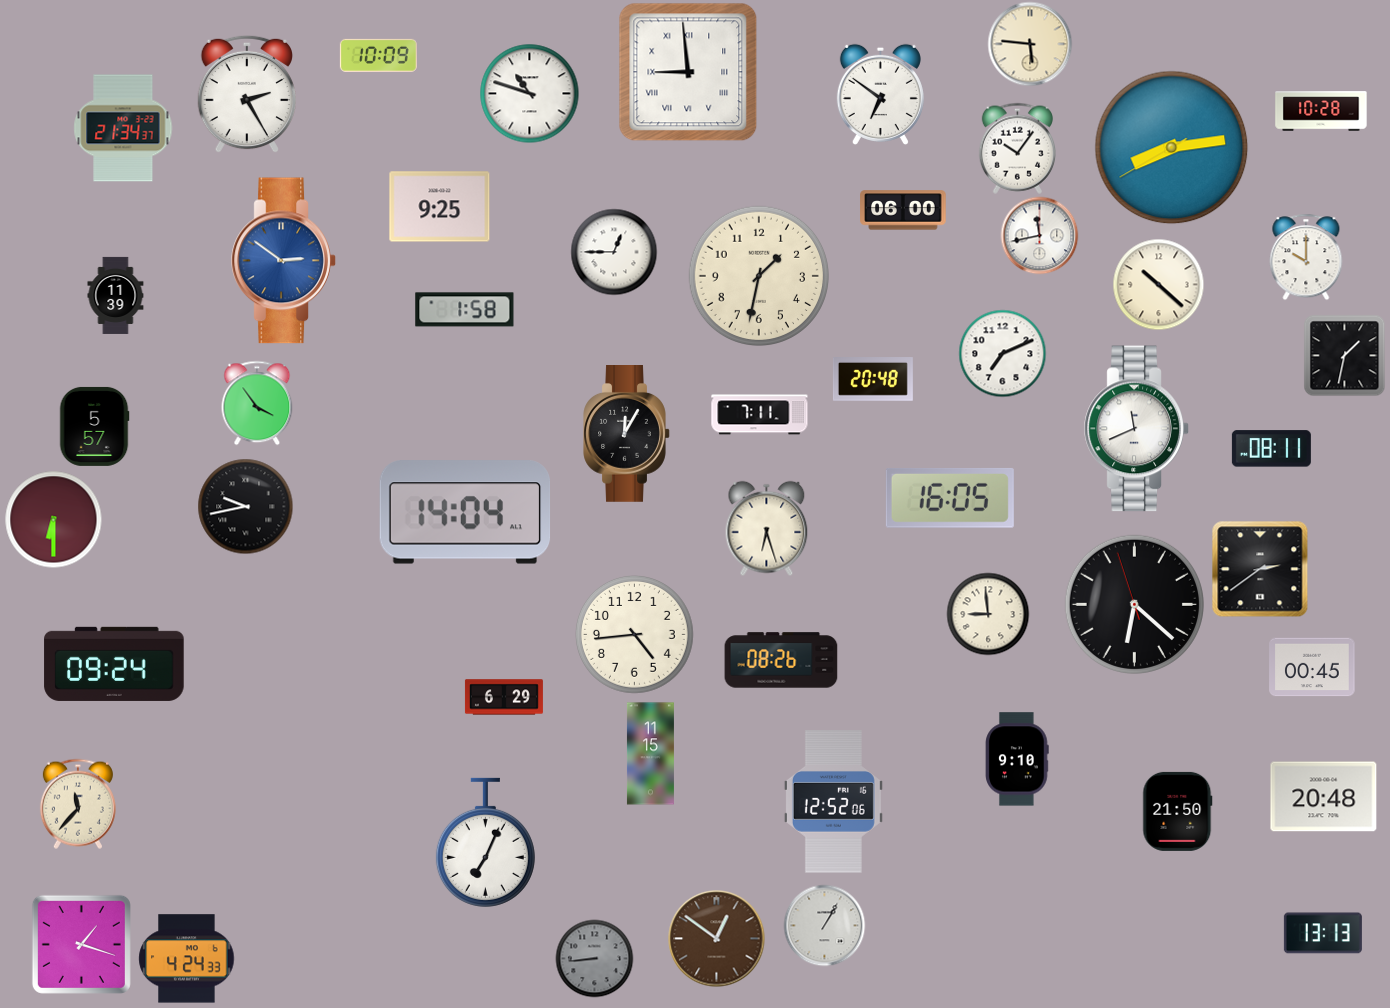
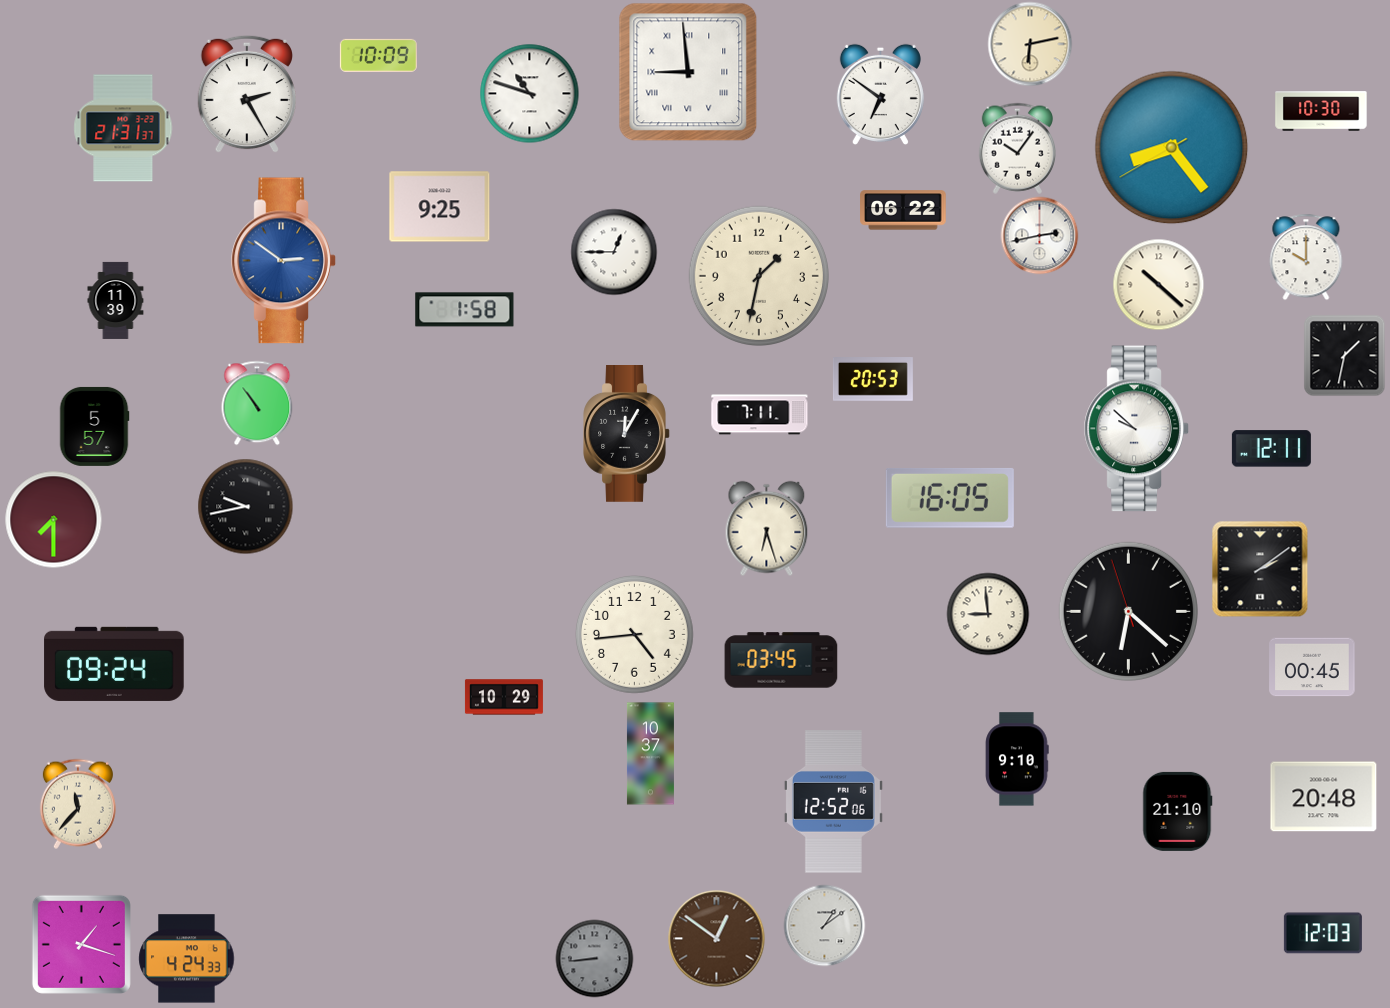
clock at (1030, 44): 5:46 -> 6:13
clock at (1321, 111): 10:28 -> 10:30
clock at (123, 128): 21:34 -> 21:31
clock at (1172, 148): 8:13 -> 8:23
clock at (903, 210): 06:00 -> 06:22
clock at (1039, 235): 11:43 -> 2:43
clock at (116, 295) position: (116, 295) -> (116, 300)
clock at (1002, 353): 7:11 -> none
clock at (873, 380): 20:48 -> 20:53
clock at (257, 403): 3:54 -> 10:54
clock at (1137, 429): 11:41 -> 9:52
clock at (1271, 449): 08:11 -> 12:11
clock at (465, 512): 14:04 -> none
clock at (53, 519): 6:30 -> 7:30
clock at (1260, 569): 2:39 -> 2:09
clock at (1134, 604) position: (1134, 604) -> (1128, 611)
clock at (781, 660): 08:26 -> 03:45
clock at (504, 697): 6:29 -> 10:29
clock at (650, 754): 11:15 -> 10:37
clock at (1178, 811): 21:50 -> 21:10
clock at (485, 842): 7:04 -> none
clock at (824, 925): 1:05 -> 1:09
clock at (1323, 933): 13:13 -> 12:03
